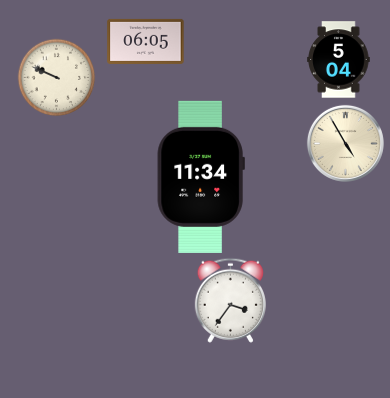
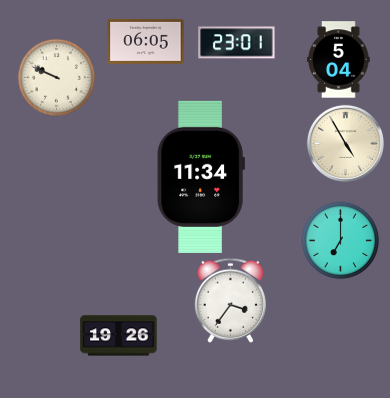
clock at (237, 43): none -> 23:01
clock at (340, 240): none -> 7:00
clock at (119, 336): none -> 19:26
